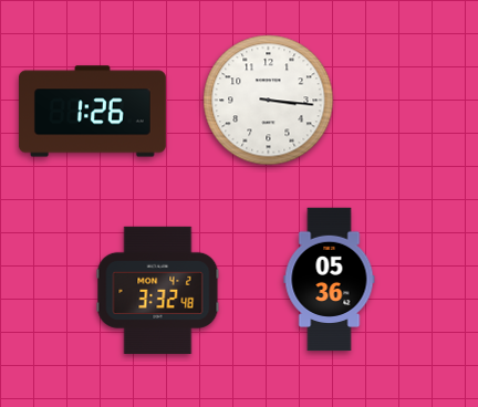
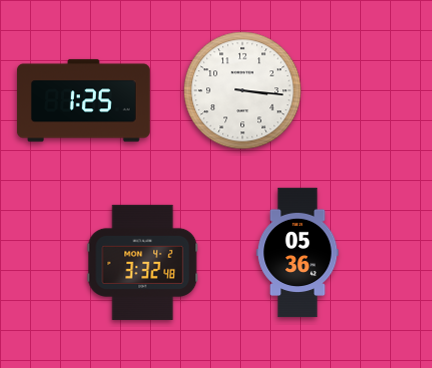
clock at (92, 112): 1:26 -> 1:25
